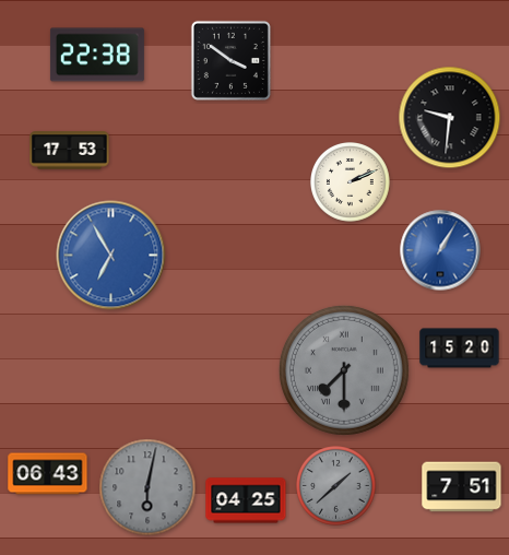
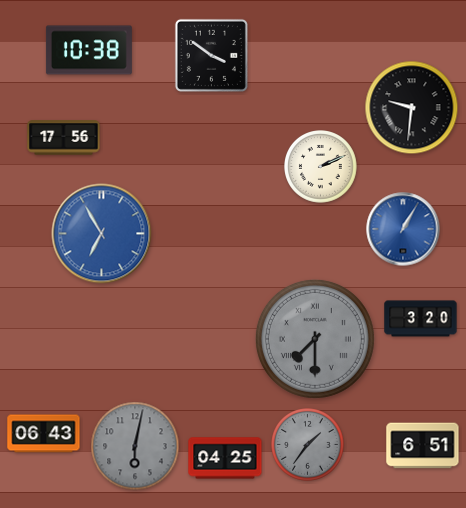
clock at (97, 55): 22:38 -> 10:38
clock at (70, 151): 17:53 -> 17:56
clock at (460, 349): 15:20 -> 3:20
clock at (336, 486): 1:38 -> 1:36
clock at (462, 487): 7:51 -> 6:51
